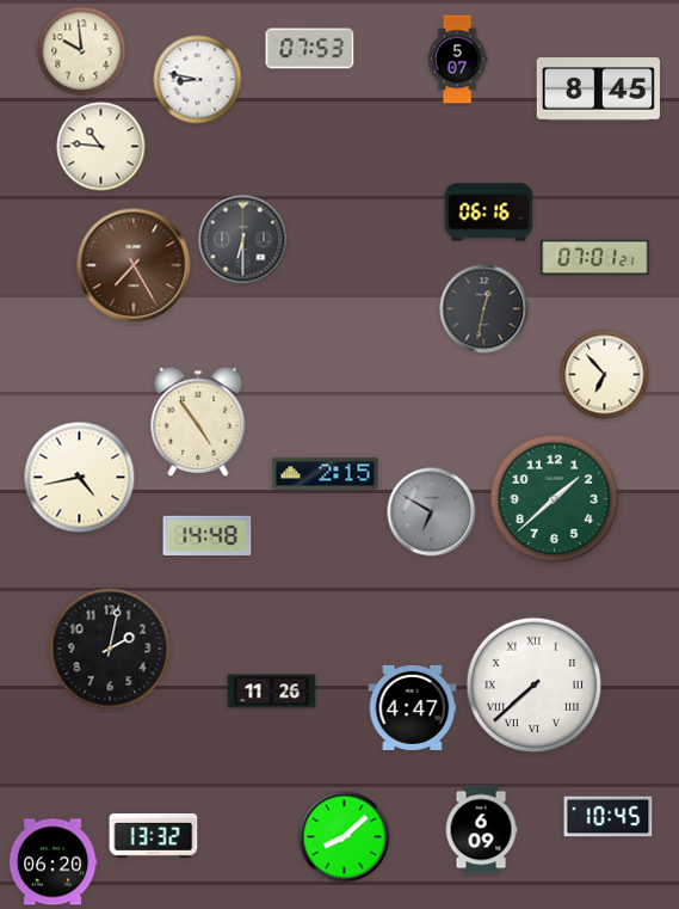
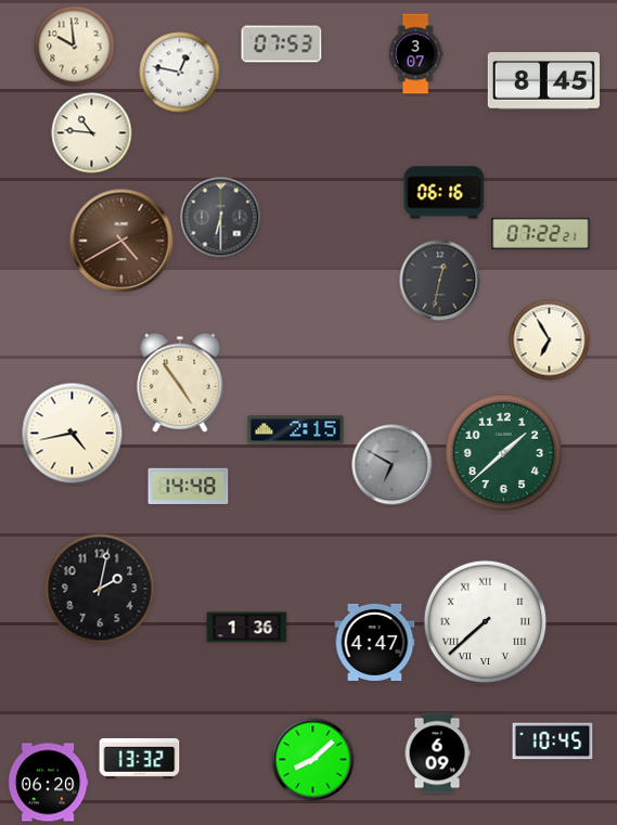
clock at (457, 60): 5:07 -> 3:07
clock at (198, 80): 8:47 -> 12:47
clock at (595, 257): 07:01 -> 07:22
clock at (134, 265): 7:25 -> 4:40
clock at (605, 375): 6:53 -> 6:55
clock at (272, 692): 11:26 -> 1:36
